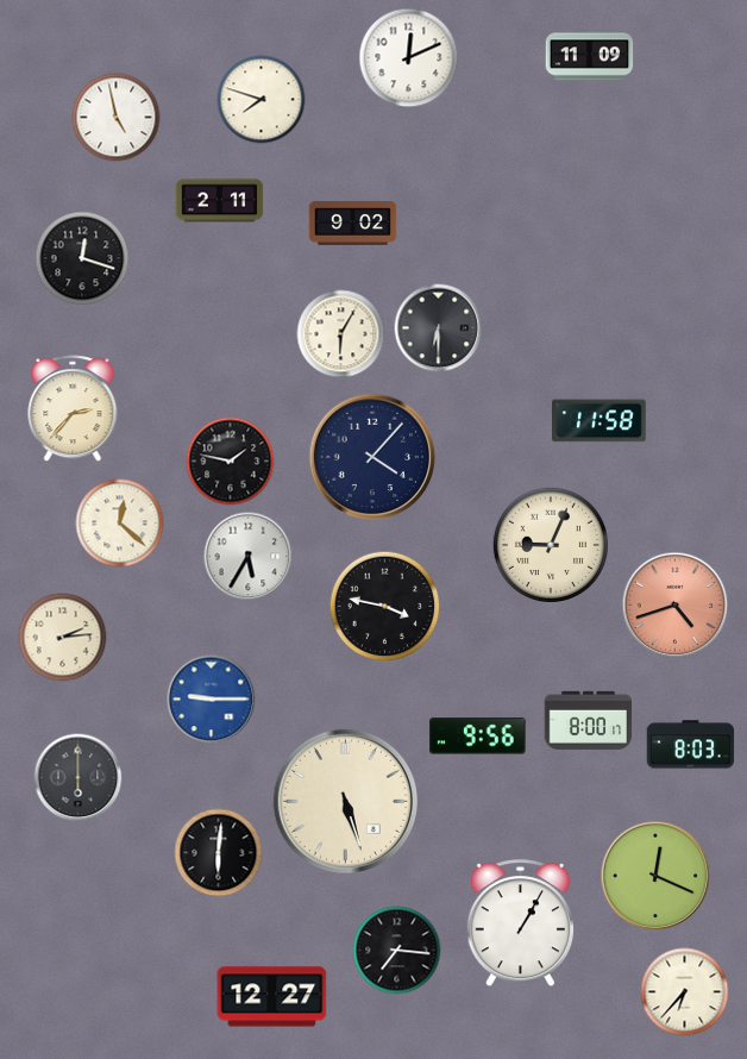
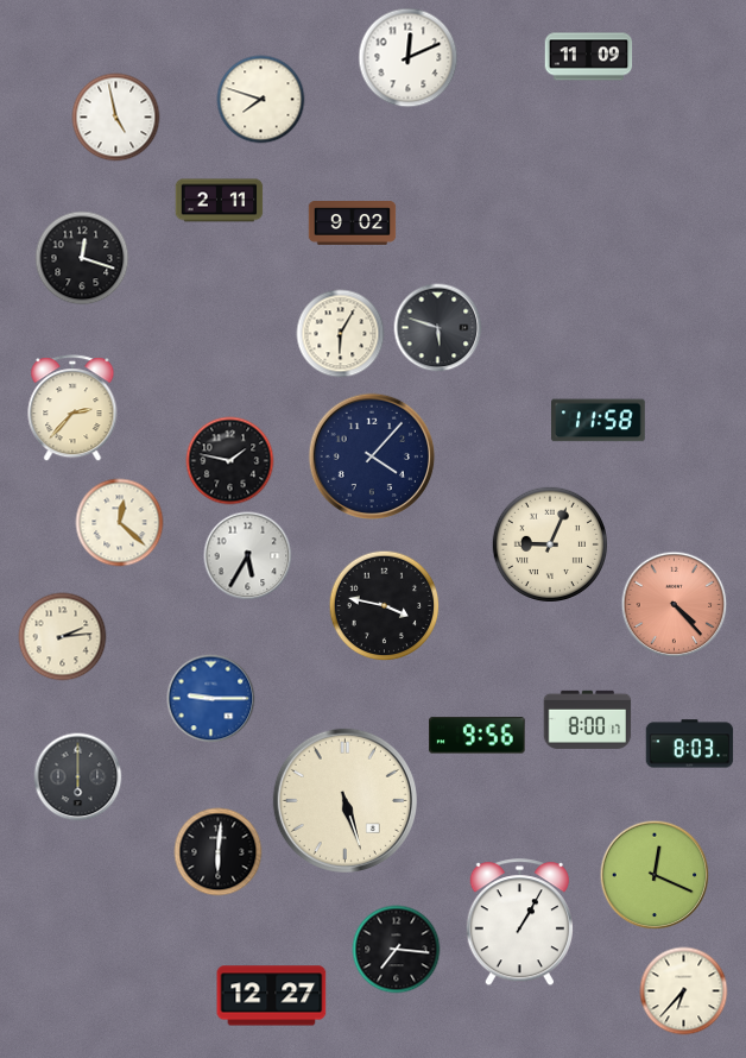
clock at (439, 328): 6:30 -> 5:48
clock at (676, 606): 4:42 -> 4:23
